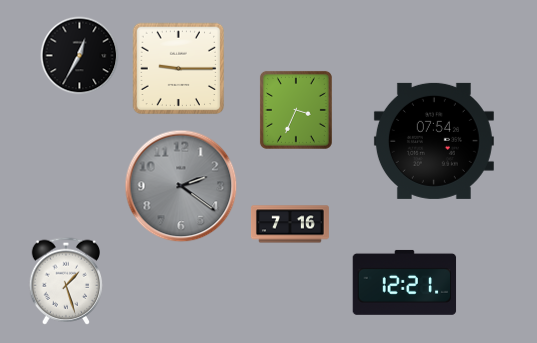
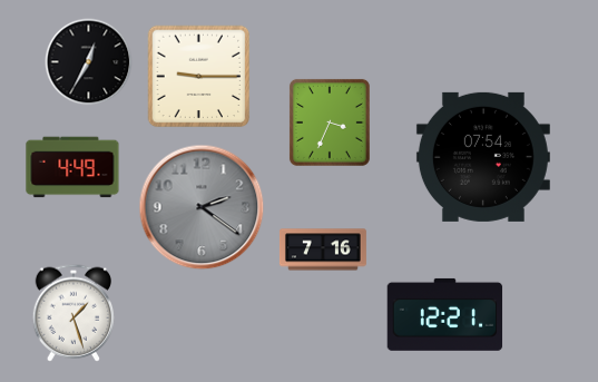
clock at (72, 167): none -> 4:49
clock at (405, 282) position: (405, 282) -> (445, 314)
